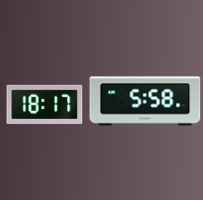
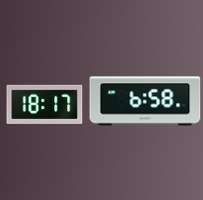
clock at (145, 101): 5:58 -> 6:58
